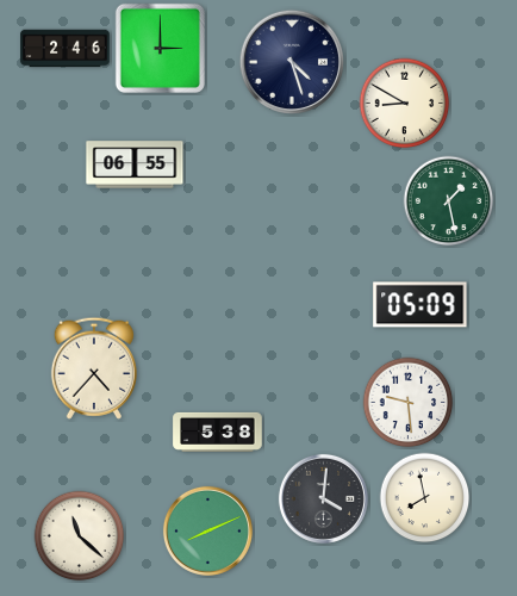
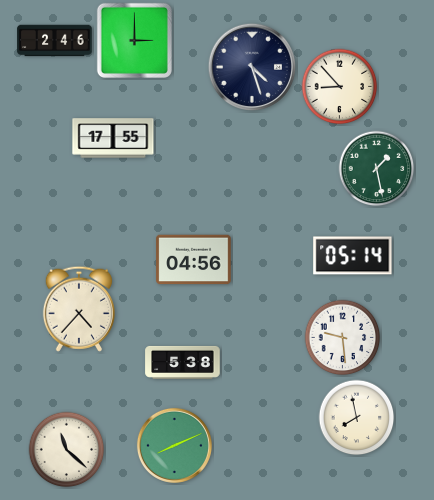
clock at (291, 61) position: (291, 61) -> (251, 66)
clock at (405, 104): 8:50 -> 8:53
clock at (135, 164): 06:55 -> 17:55
clock at (421, 305): 05:09 -> 05:14
clock at (194, 260): none -> 04:56
clock at (323, 498): 4:01 -> none
